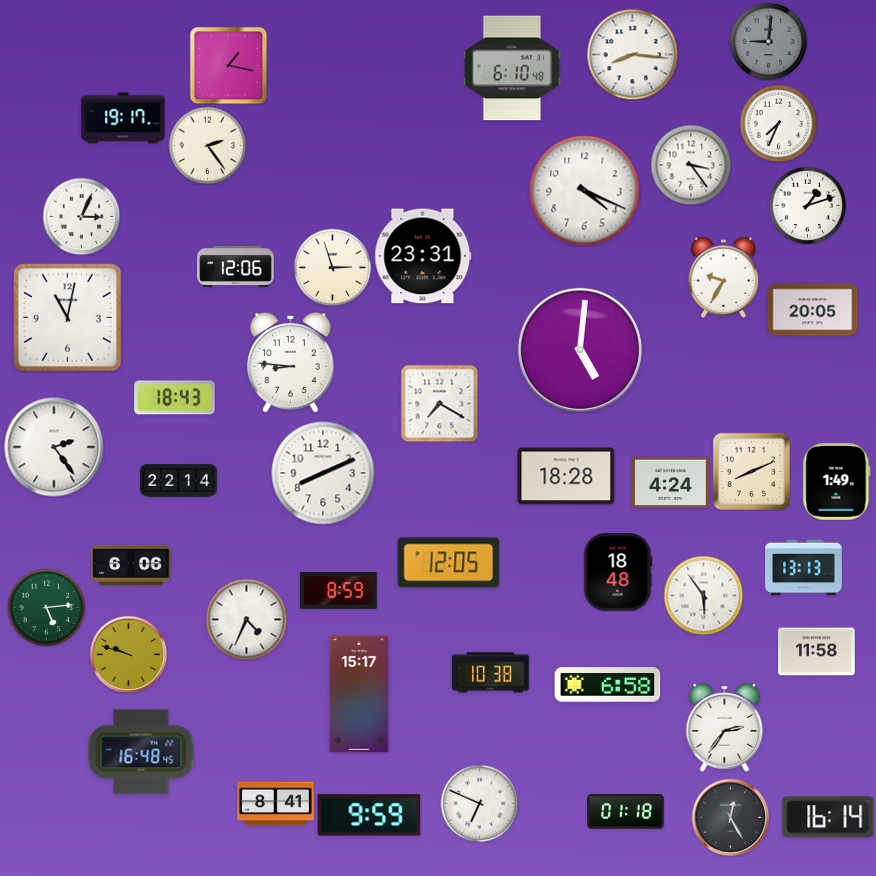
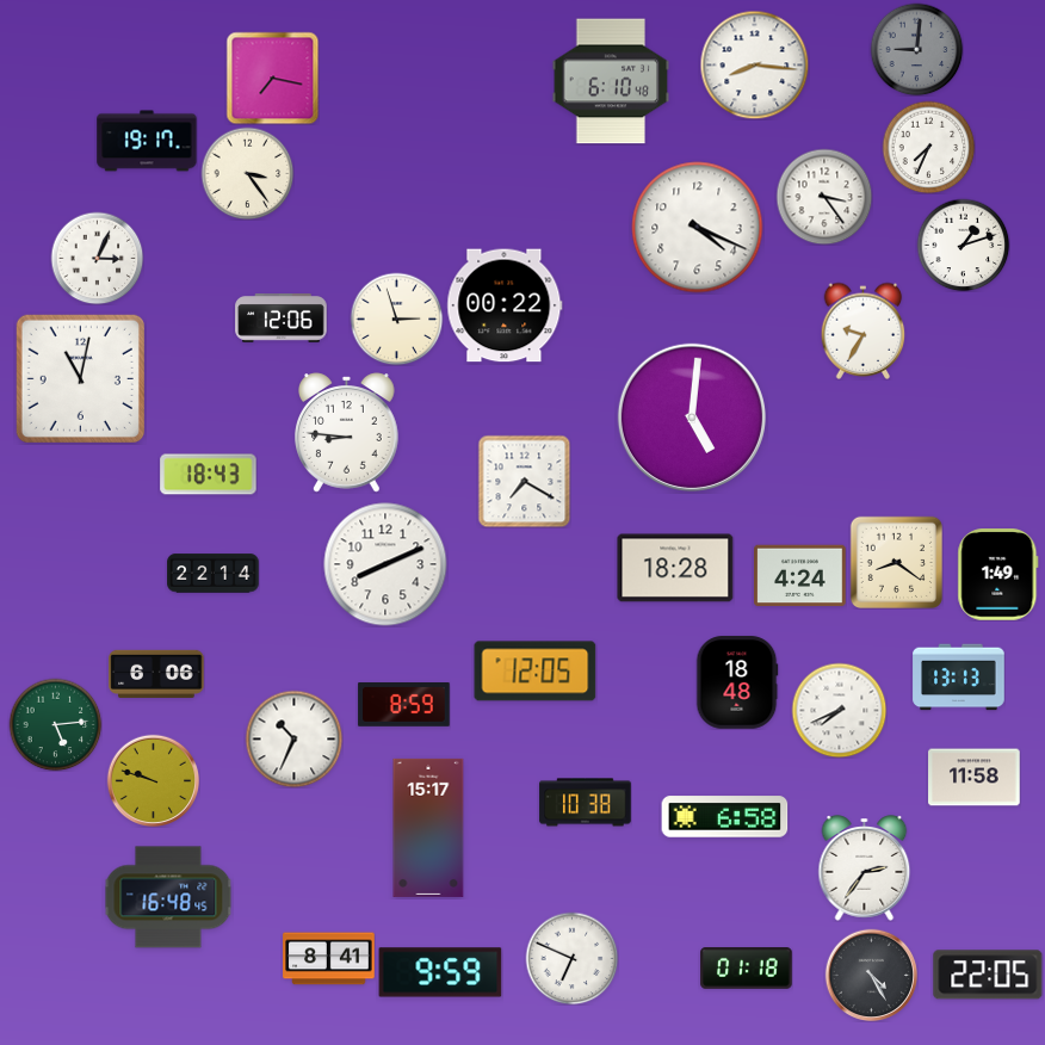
clock at (228, 65): 1:17 -> 7:17
clock at (207, 145): 2:24 -> 3:24
clock at (423, 256): 23:31 -> 00:22
clock at (813, 310): 20:05 -> none
clock at (54, 447): 2:24 -> none
clock at (751, 471): 8:11 -> 8:21
clock at (703, 595): 5:54 -> 7:41
clock at (246, 619): 4:34 -> 10:34
clock at (730, 817): 12:25 -> 4:25
clock at (828, 817): 16:14 -> 22:05
